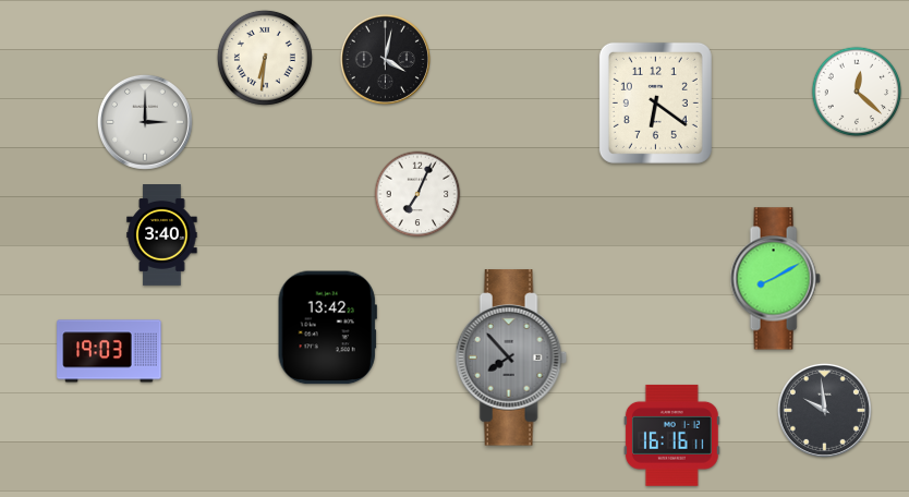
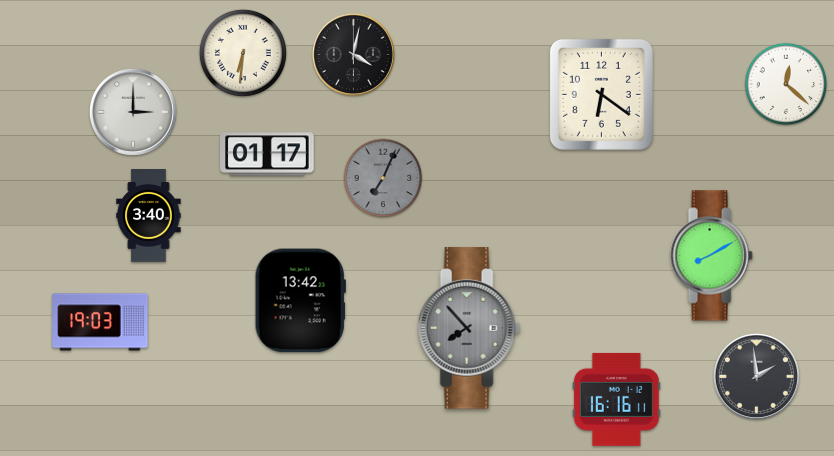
clock at (267, 154): none -> 01:17
clock at (417, 194) dial: white -> grey
clock at (824, 410): 9:59 -> 1:59
